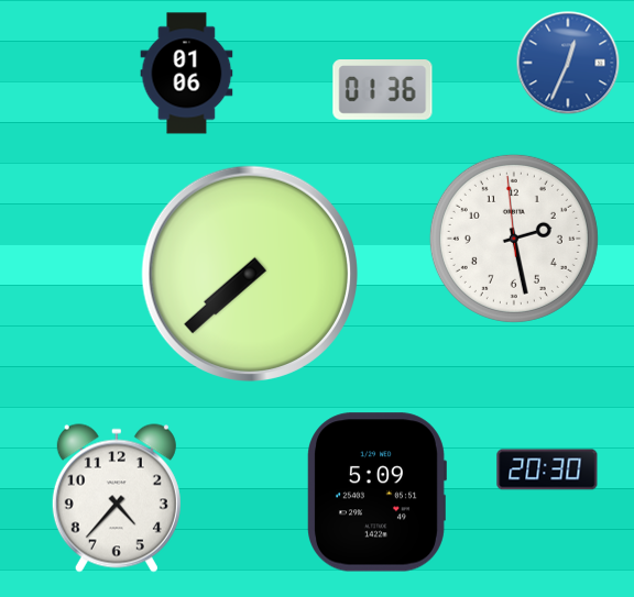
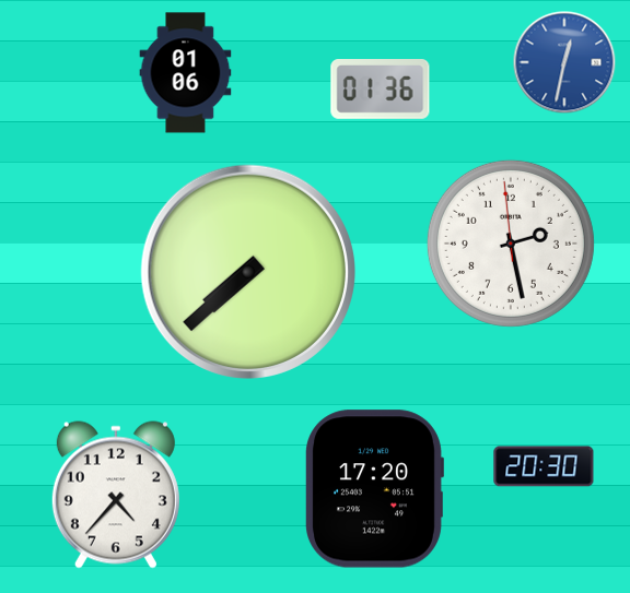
clock at (568, 63): 12:34 -> 12:32
clock at (514, 239) position: (514, 239) -> (511, 244)
clock at (378, 493): 5:09 -> 17:20
